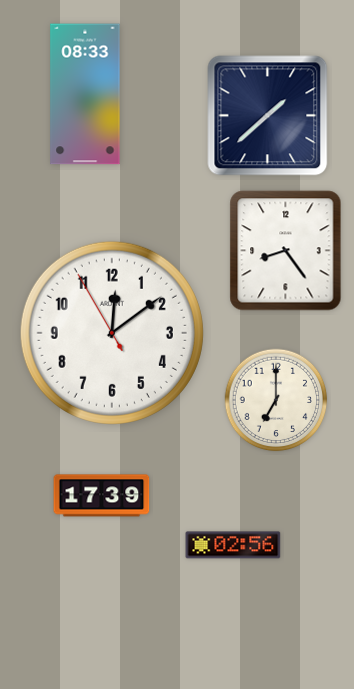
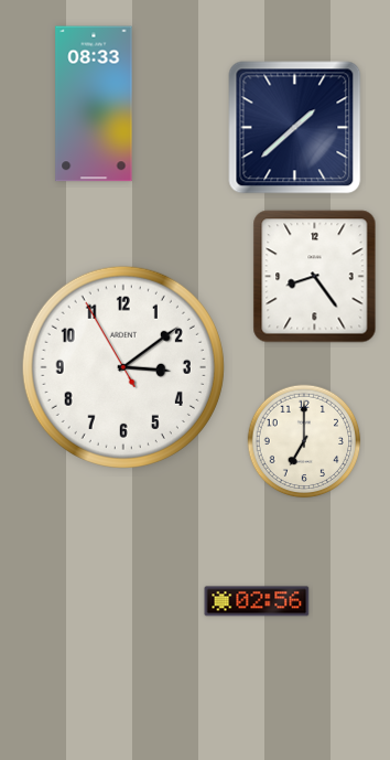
clock at (112, 333): 12:08 -> 3:08
clock at (102, 496): 17:39 -> none
